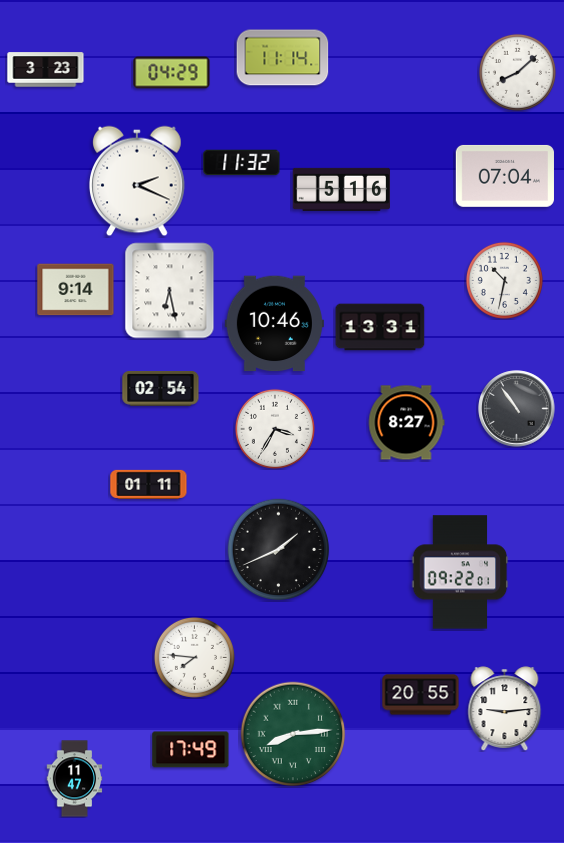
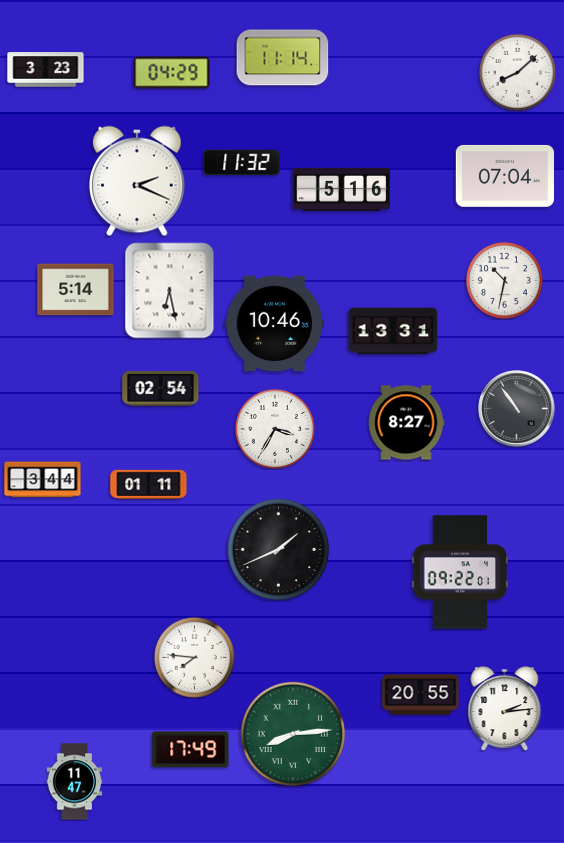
clock at (76, 290): 9:14 -> 5:14
clock at (380, 327) position: (380, 327) -> (393, 331)
clock at (43, 480): none -> 3:44
clock at (505, 708): 9:14 -> 2:14
clock at (75, 779) position: (75, 779) -> (75, 782)
